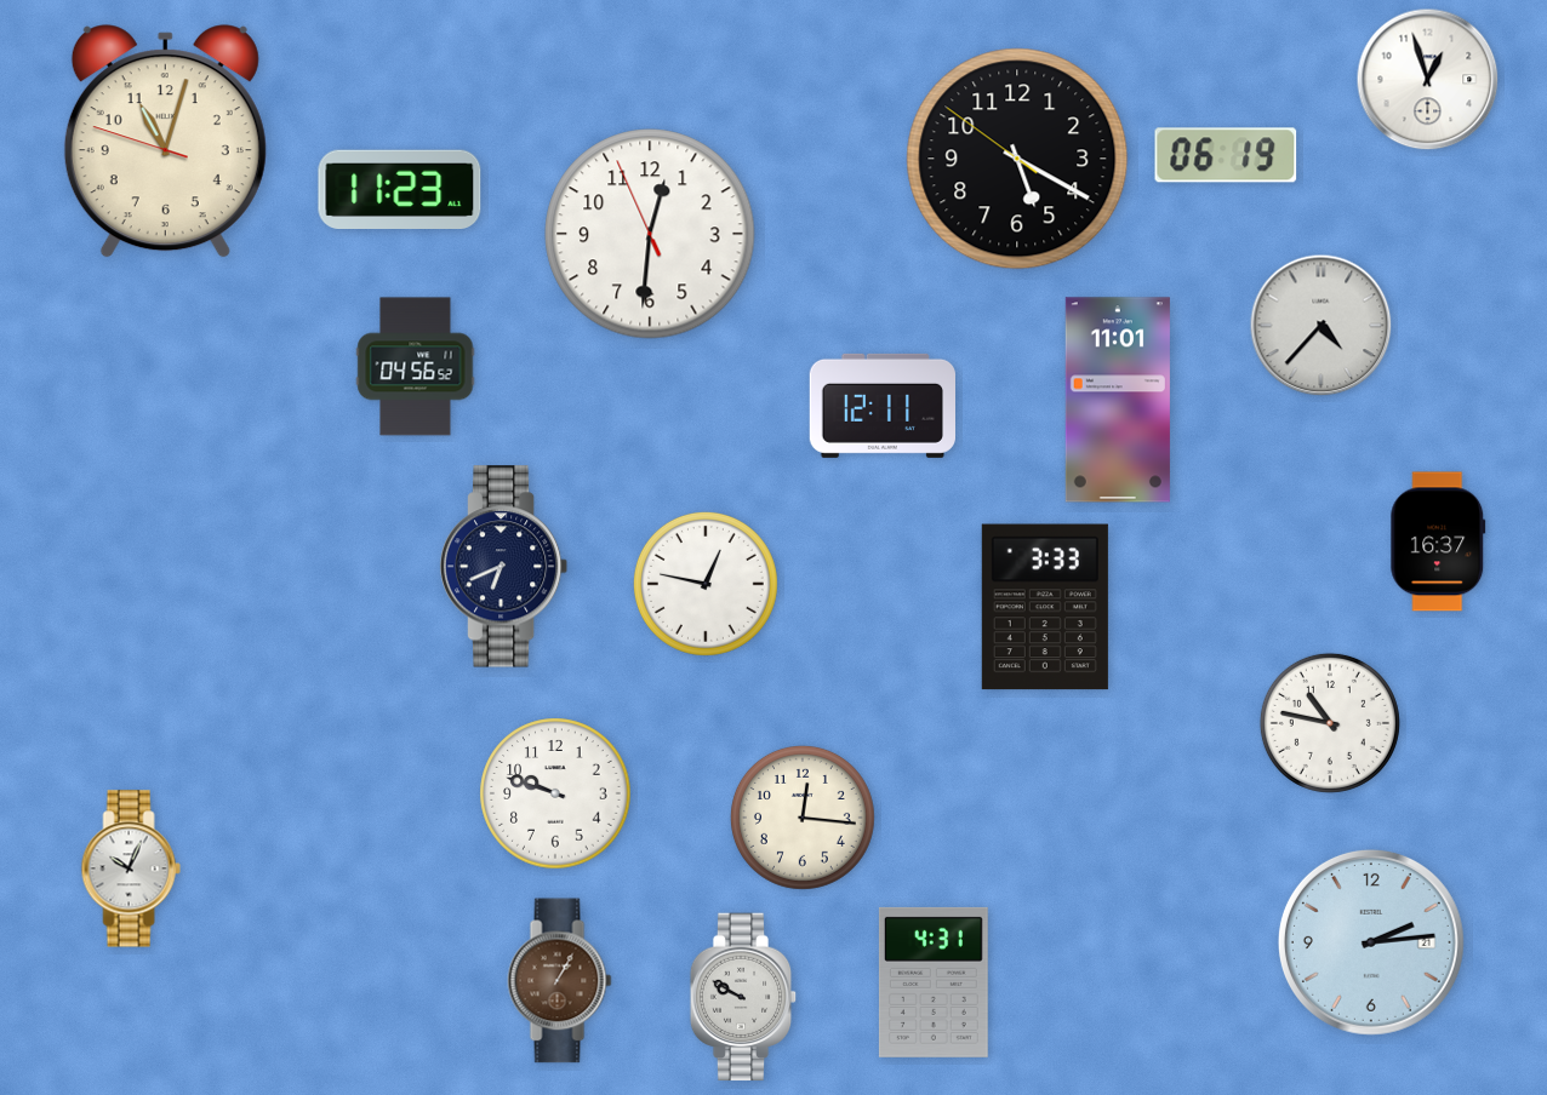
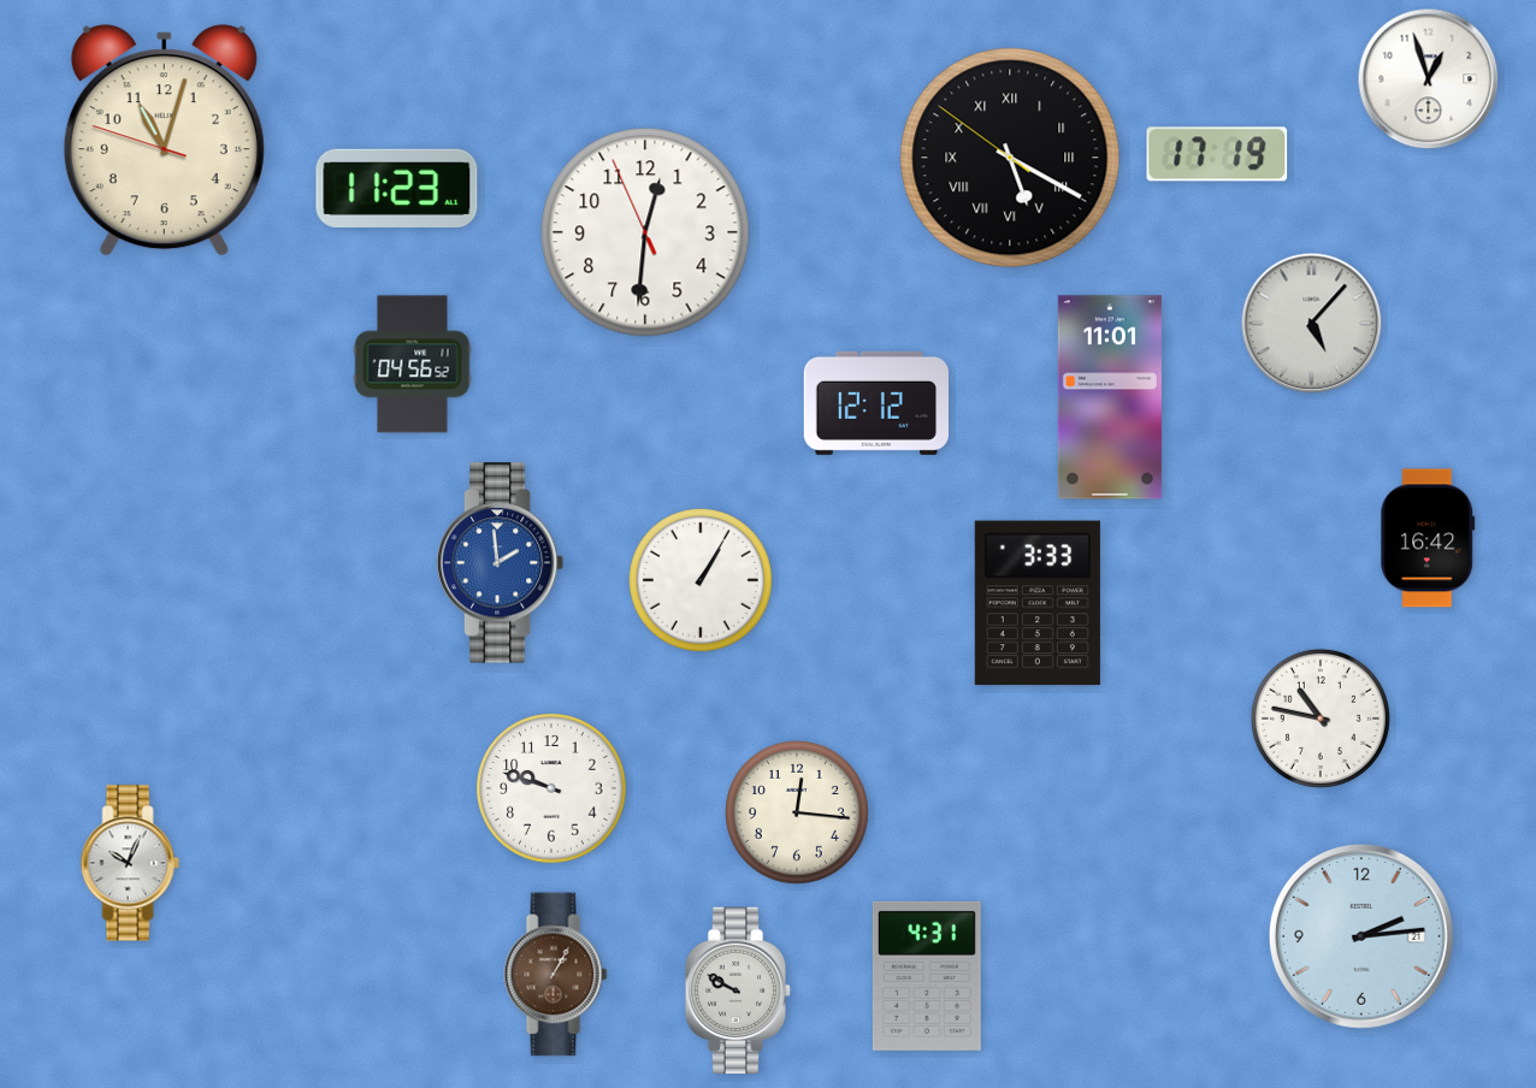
clock at (1428, 80) position: (1428, 80) -> (1429, 79)
clock at (1226, 155): 06:19 -> 17:19
clock at (1017, 159) numerals: Arabic -> Roman
clock at (1321, 326): 4:37 -> 5:07
clock at (881, 406): 12:11 -> 12:12
clock at (1438, 541): 16:37 -> 16:42
clock at (504, 567): 6:41 -> 1:59
clock at (504, 567) dial: navy -> blue
clock at (706, 584): 12:47 -> 1:05
